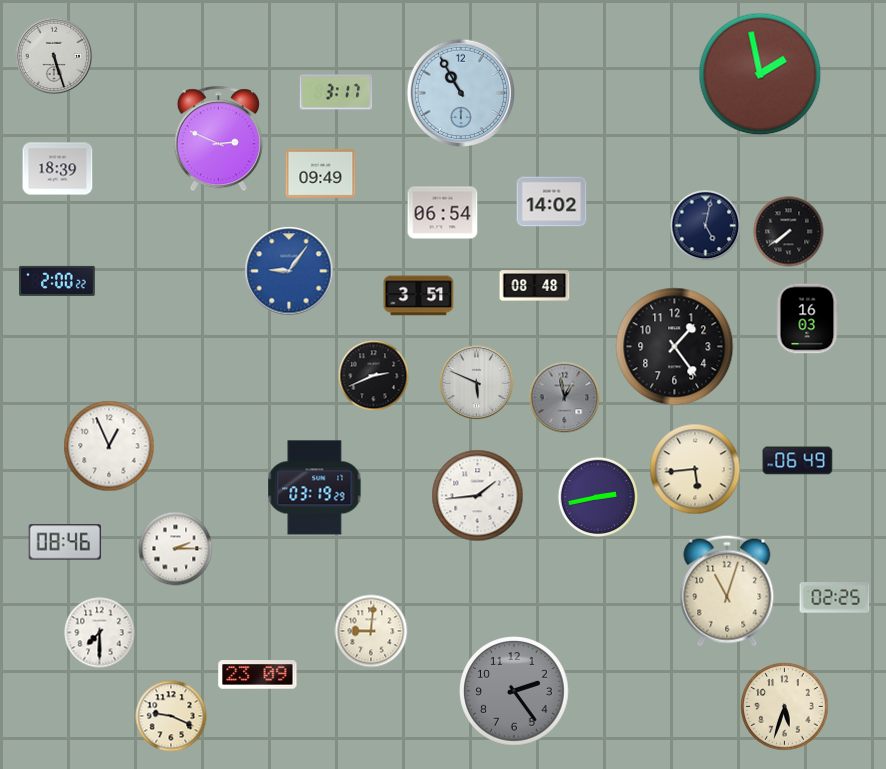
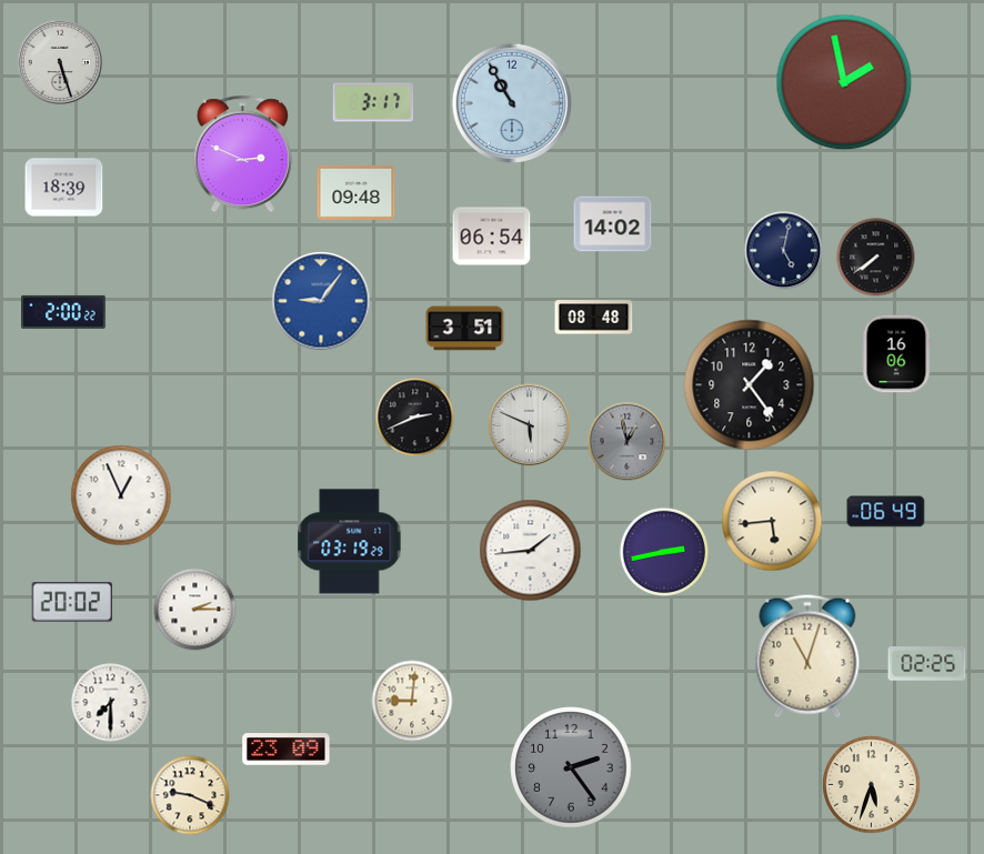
clock at (321, 173): 09:49 -> 09:48
clock at (807, 319): 16:03 -> 16:06
clock at (65, 542): 08:46 -> 20:02
